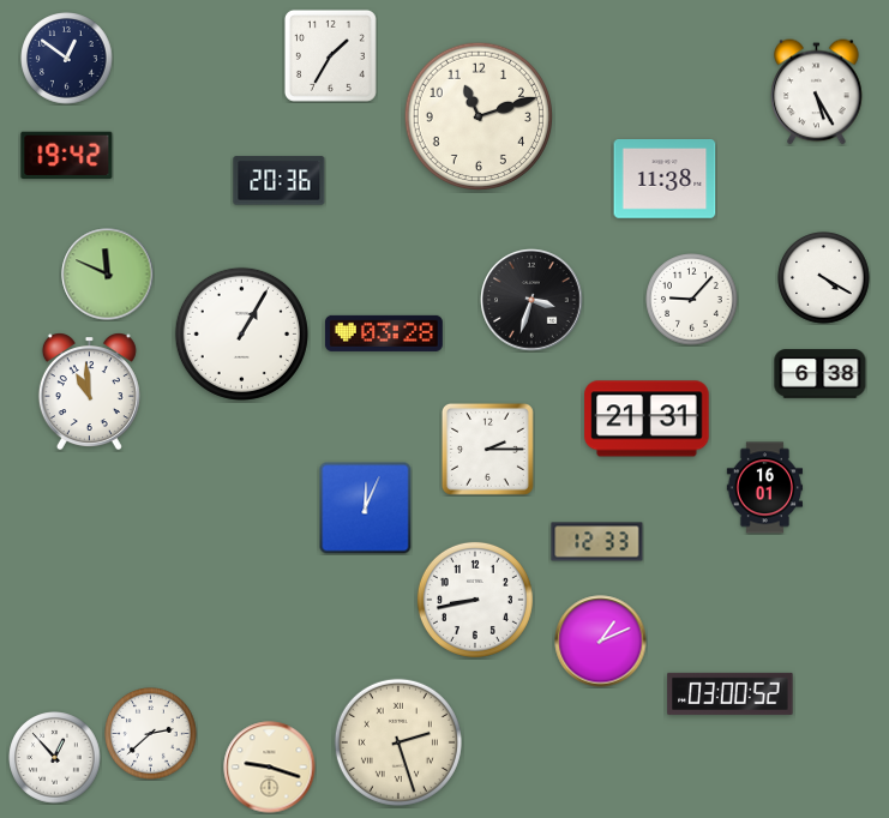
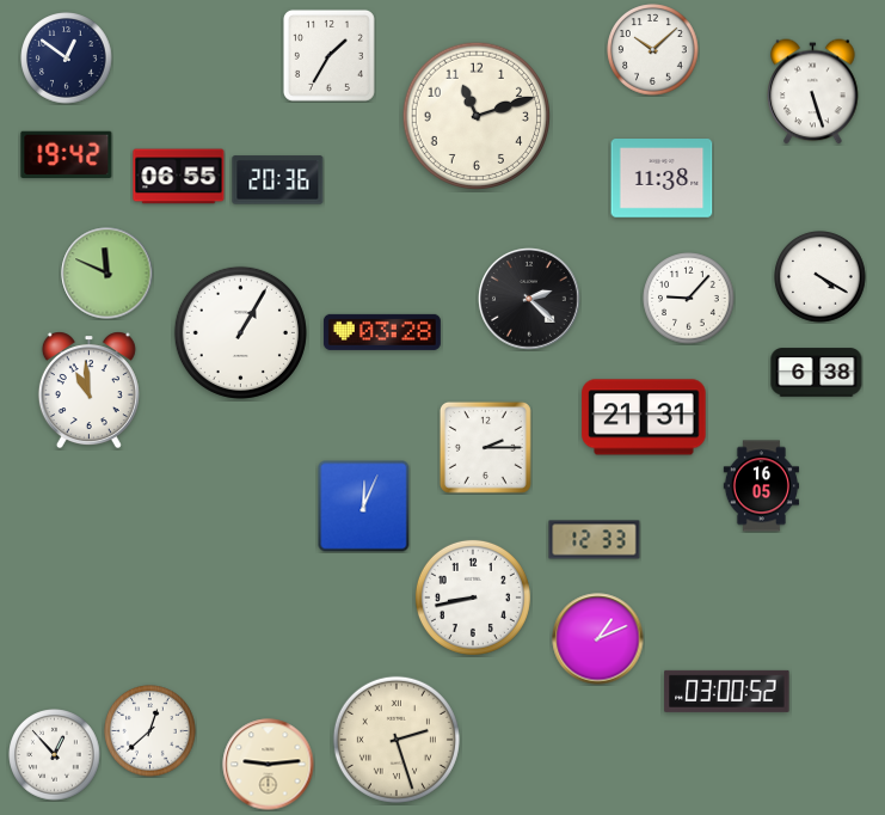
clock at (653, 50): none -> 10:08
clock at (817, 92): 5:25 -> 5:27
clock at (179, 177): none -> 06:55
clock at (531, 300): 3:33 -> 2:22
clock at (764, 488): 16:01 -> 16:05
clock at (151, 734): 2:38 -> 12:38
clock at (270, 768): 9:18 -> 9:14
